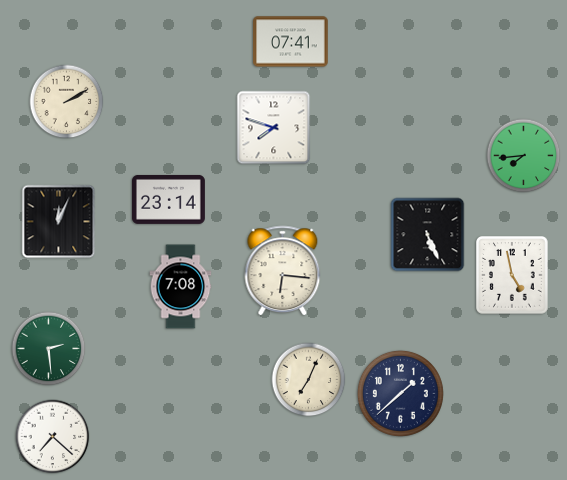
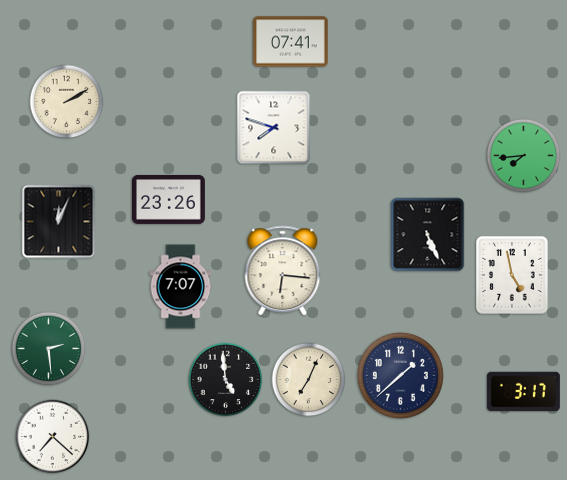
clock at (168, 199): 23:14 -> 23:26
clock at (181, 287): 7:08 -> 7:07
clock at (226, 380): none -> 4:59
clock at (523, 392): none -> 3:17
clock at (400, 393) position: (400, 393) -> (400, 375)
